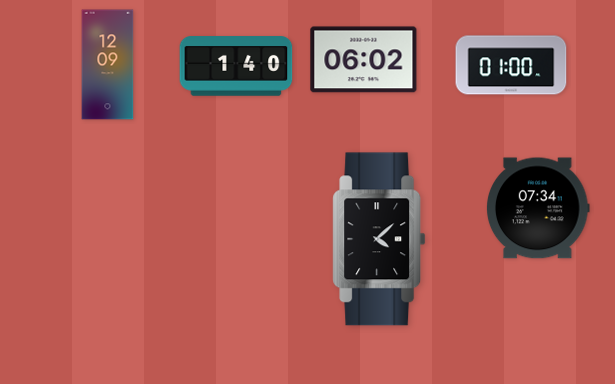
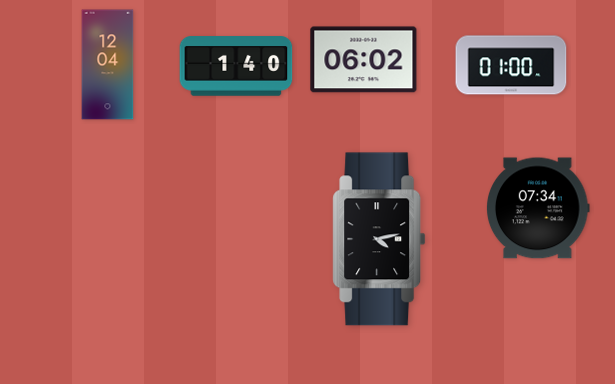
clock at (108, 65): 12:09 -> 12:04
clock at (379, 239): 4:08 -> 4:13
